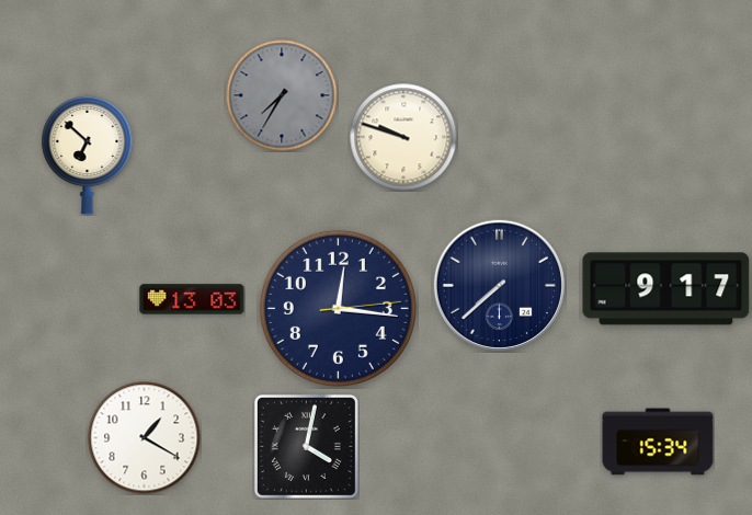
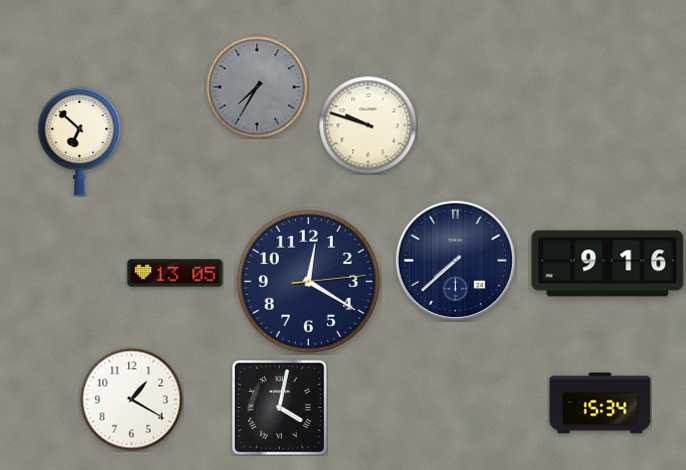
clock at (666, 289): 9:17 -> 9:16
clock at (192, 299): 13:03 -> 13:05
clock at (338, 308): 12:16 -> 12:20
